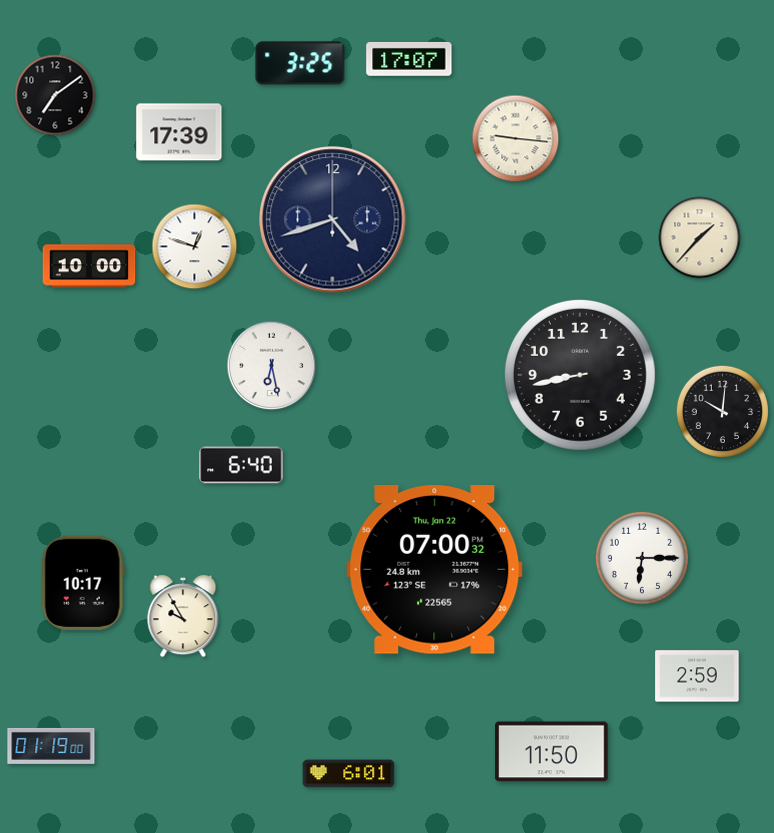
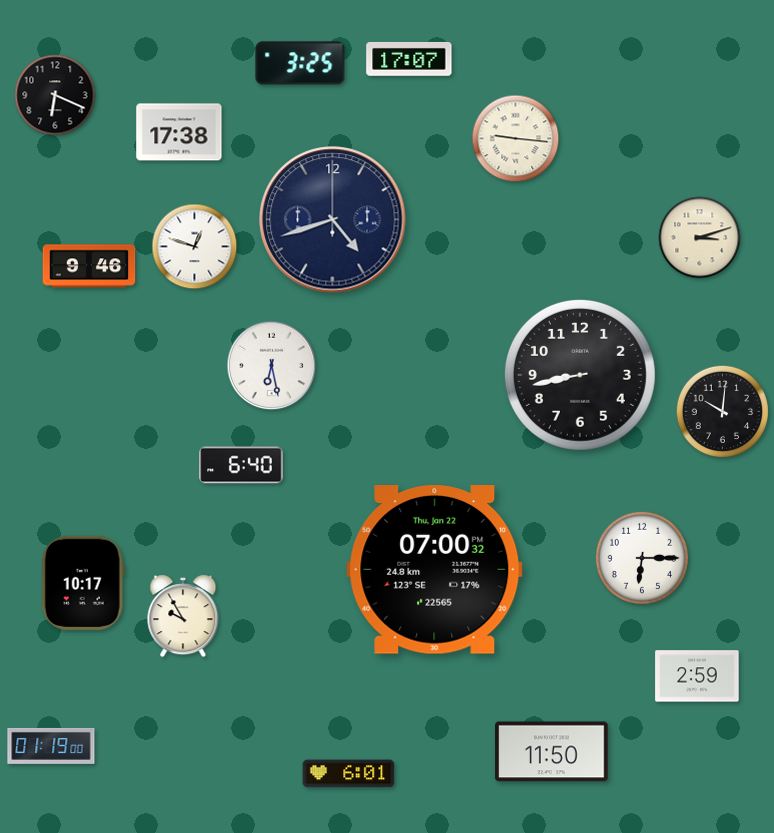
clock at (55, 95): 7:09 -> 6:19
clock at (179, 132): 17:39 -> 17:38
clock at (700, 238): 1:37 -> 3:12
clock at (89, 266): 10:00 -> 9:46
